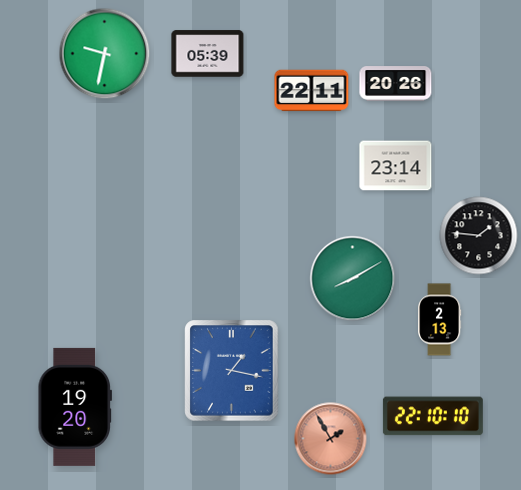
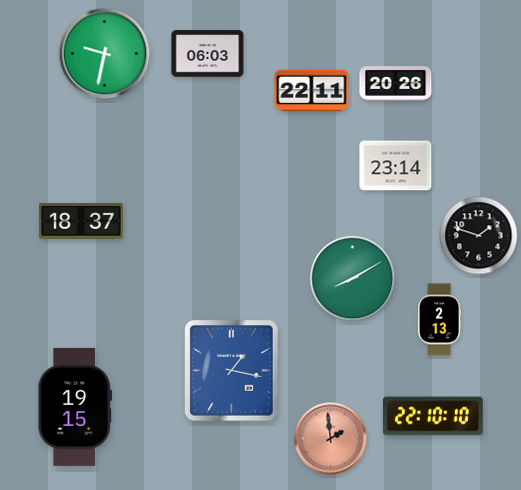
clock at (208, 54): 05:39 -> 06:03
clock at (81, 221): none -> 18:37
clock at (479, 236): 1:46 -> 1:48
clock at (74, 407): 19:20 -> 19:15
clock at (331, 439): 1:55 -> 1:59
